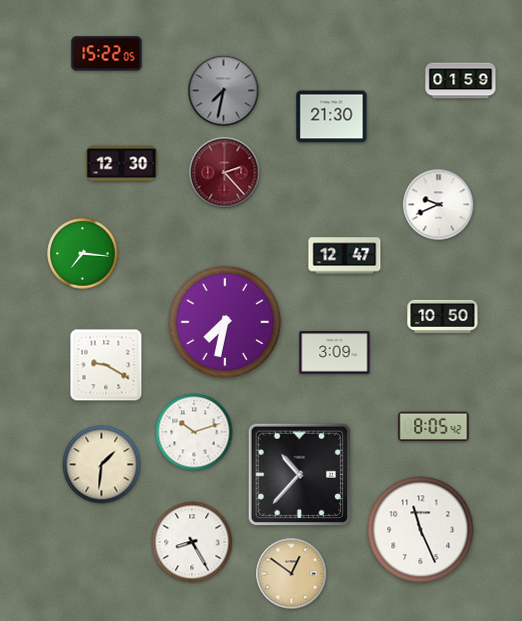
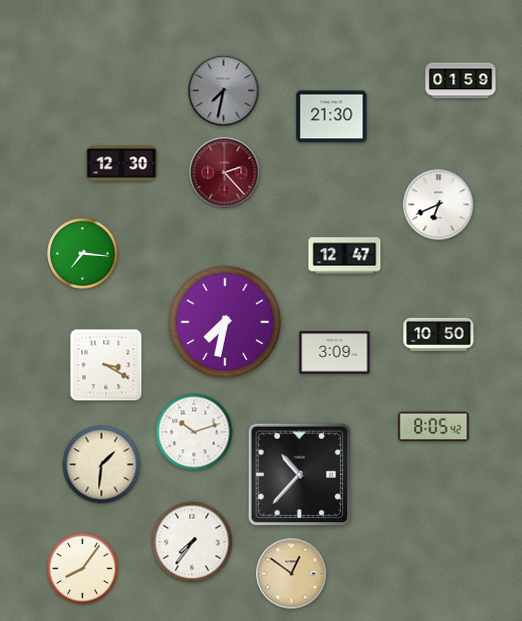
clock at (107, 54): 15:22 -> none
clock at (439, 205): 9:41 -> 6:41
clock at (443, 316) position: (443, 316) -> (439, 334)
clock at (106, 365): 9:20 -> 3:20
clock at (421, 530): 11:26 -> none
clock at (192, 542): 8:25 -> 7:36
clock at (83, 569): none -> 8:06
